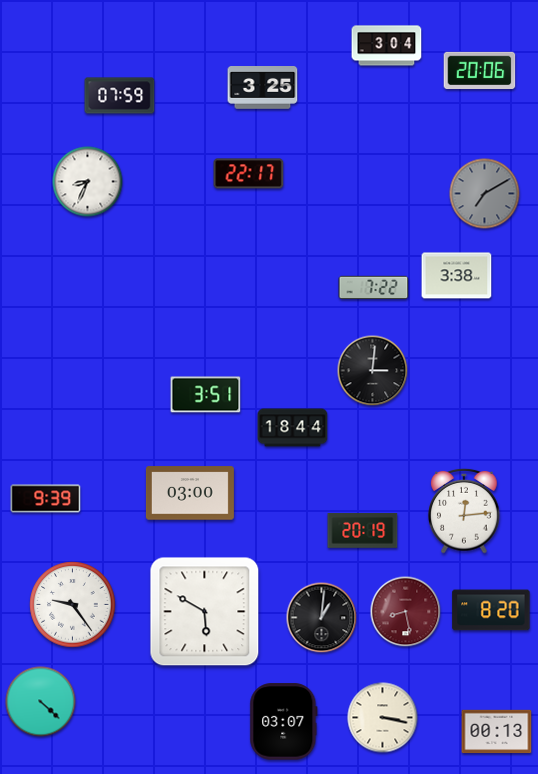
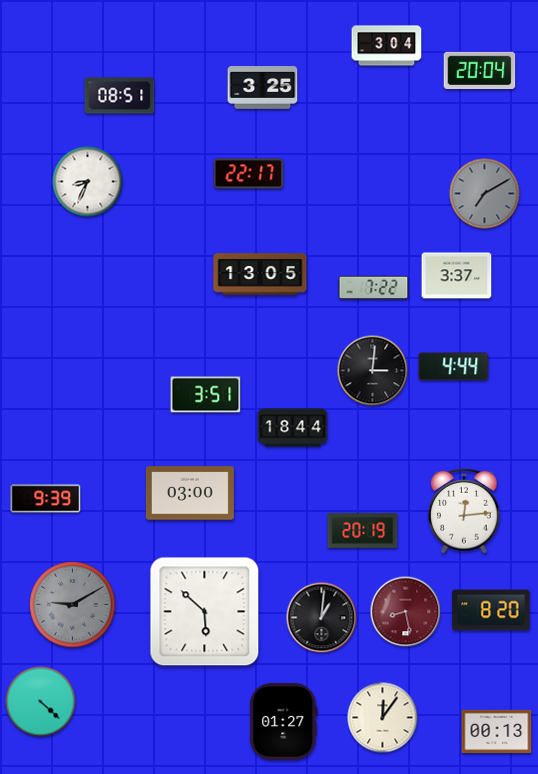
clock at (480, 71): 20:06 -> 20:04
clock at (120, 96): 07:59 -> 08:51
clock at (260, 274): none -> 13:05
clock at (457, 276): 3:38 -> 3:37
clock at (454, 367): none -> 4:44
clock at (73, 605): 9:24 -> 9:10
clock at (73, 605) dial: white -> grey
clock at (205, 612): 5:50 -> 5:52
clock at (383, 718): 3:17 -> 12:06
clock at (284, 722): 03:07 -> 01:27
